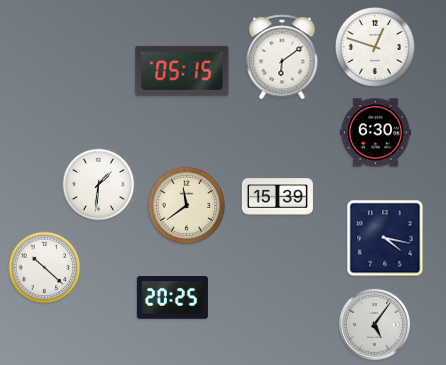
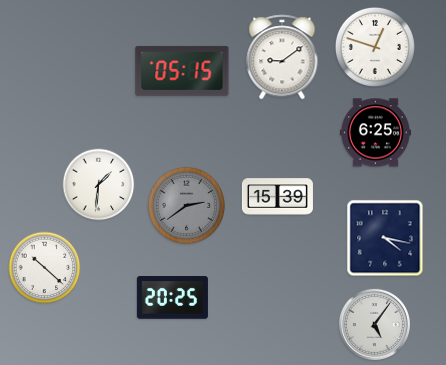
clock at (282, 57): 6:09 -> 9:09
clock at (375, 133): 6:30 -> 6:25
clock at (186, 205): 11:39 -> 2:39
clock at (186, 205) dial: cream -> grey
